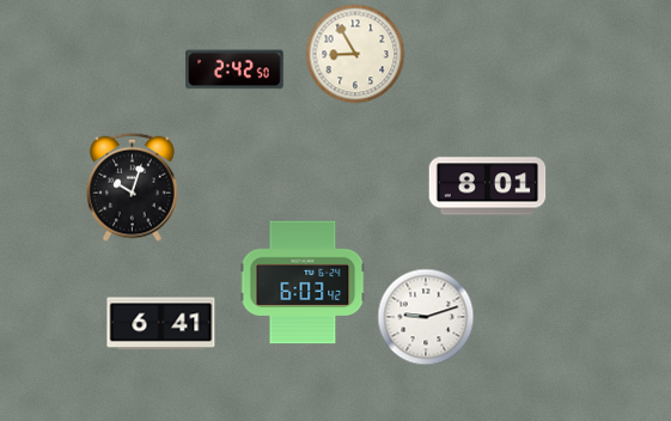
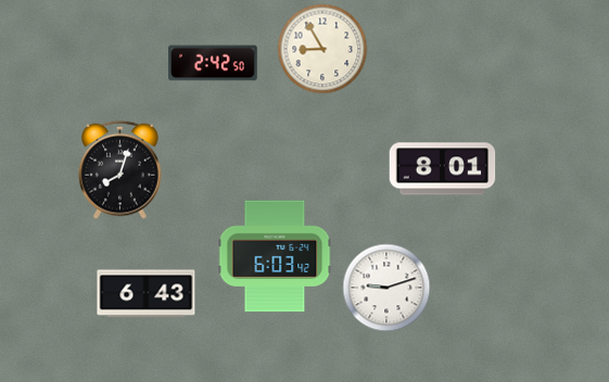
clock at (133, 187): 10:03 -> 8:03
clock at (161, 324): 6:41 -> 6:43
